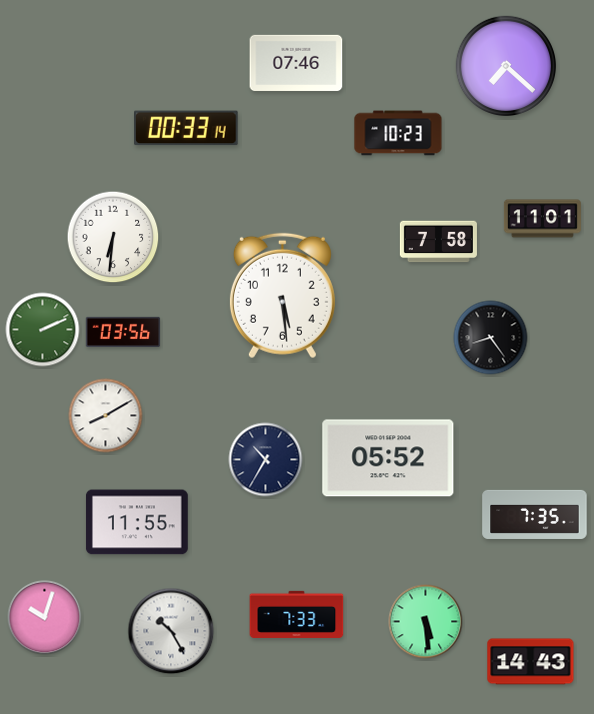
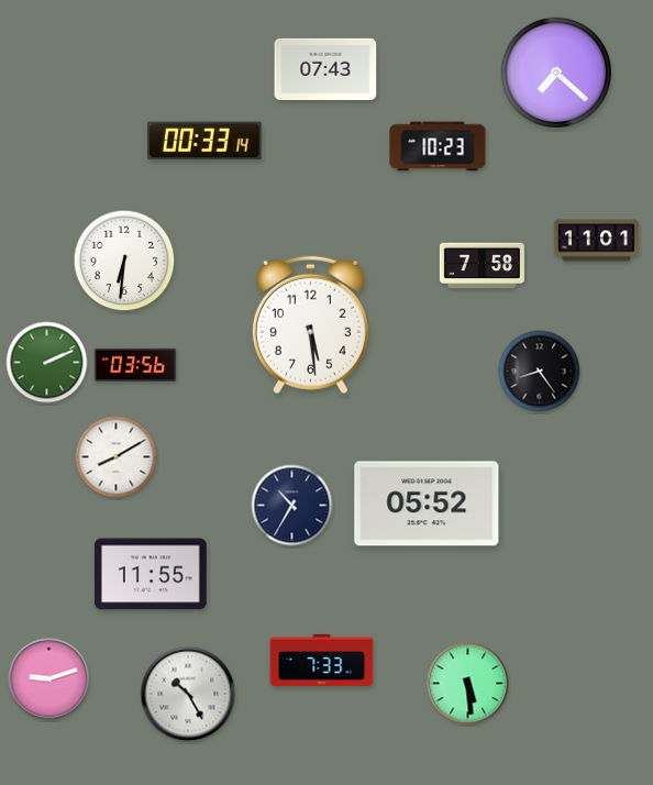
clock at (296, 63): 07:46 -> 07:43
clock at (535, 514): 7:35 -> none
clock at (297, 614) position: (297, 614) -> (322, 660)
clock at (45, 618): 10:03 -> 9:12
clock at (531, 662): 14:43 -> none
